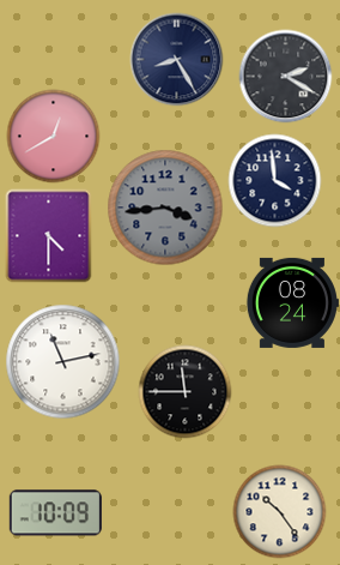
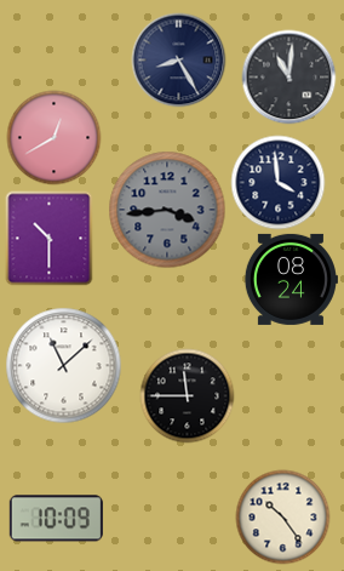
clock at (285, 76): 2:20 -> 11:01
clock at (49, 235): 4:30 -> 10:30
clock at (292, 302) position: (292, 302) -> (291, 279)
clock at (62, 361): 11:13 -> 11:08
